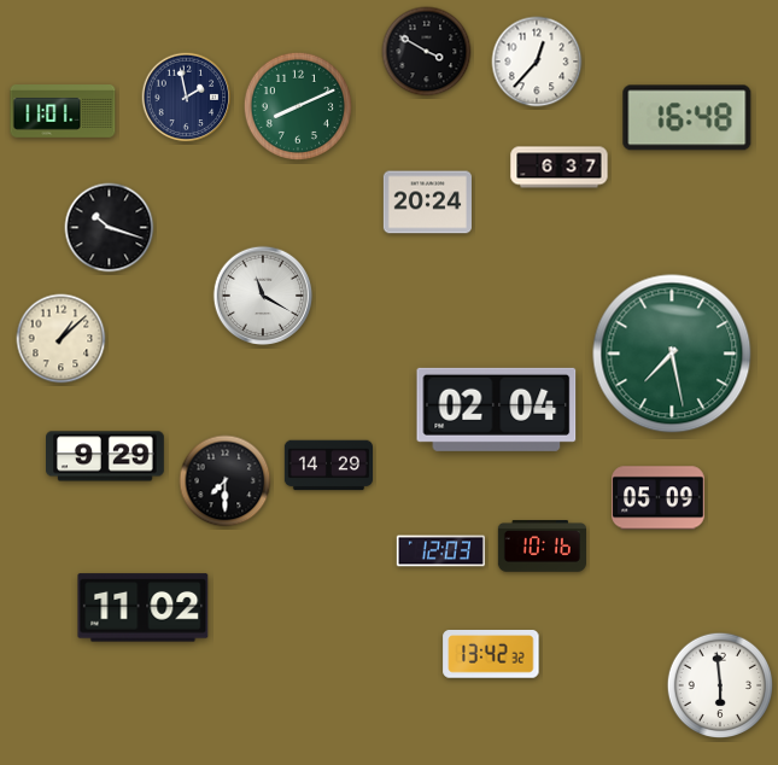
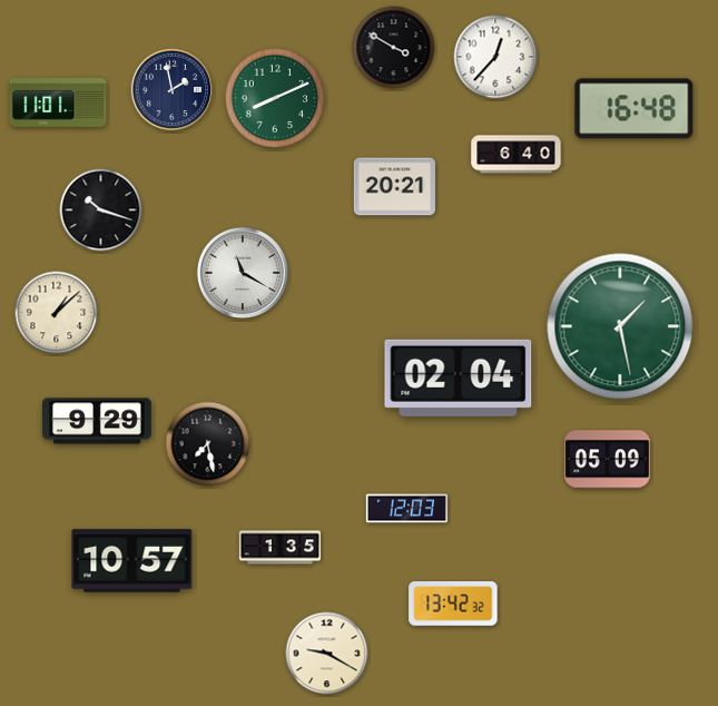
clock at (560, 168): 6:37 -> 6:40
clock at (427, 203): 20:24 -> 20:21
clock at (672, 354): 7:28 -> 1:28
clock at (328, 466): 14:29 -> none
clock at (226, 481): 7:30 -> 7:28
clock at (542, 547): 10:16 -> none
clock at (279, 548): none -> 1:35
clock at (144, 608): 11:02 -> 10:57
clock at (720, 685): 5:59 -> none
clock at (327, 654): none -> 9:20
